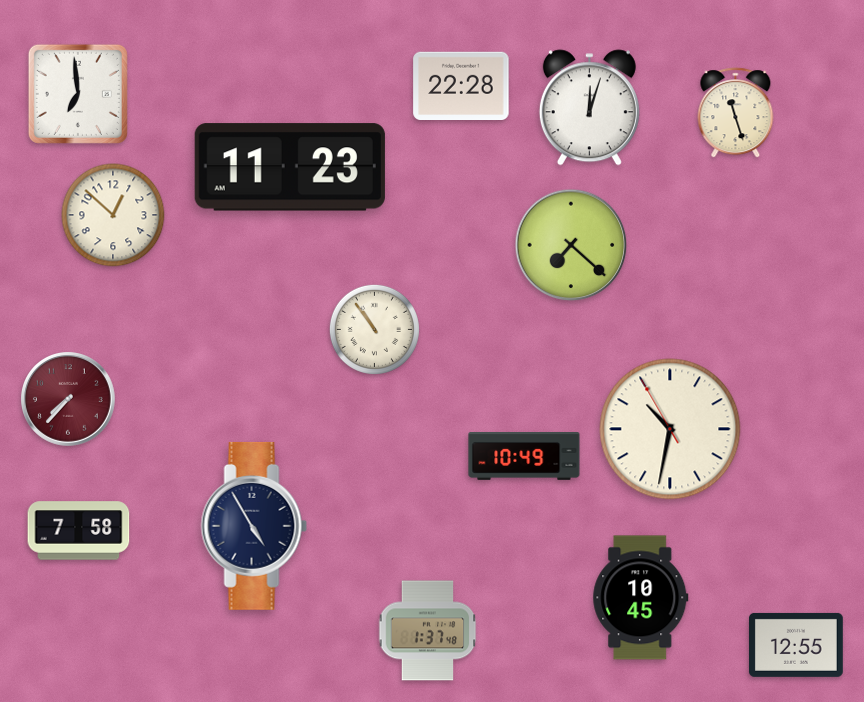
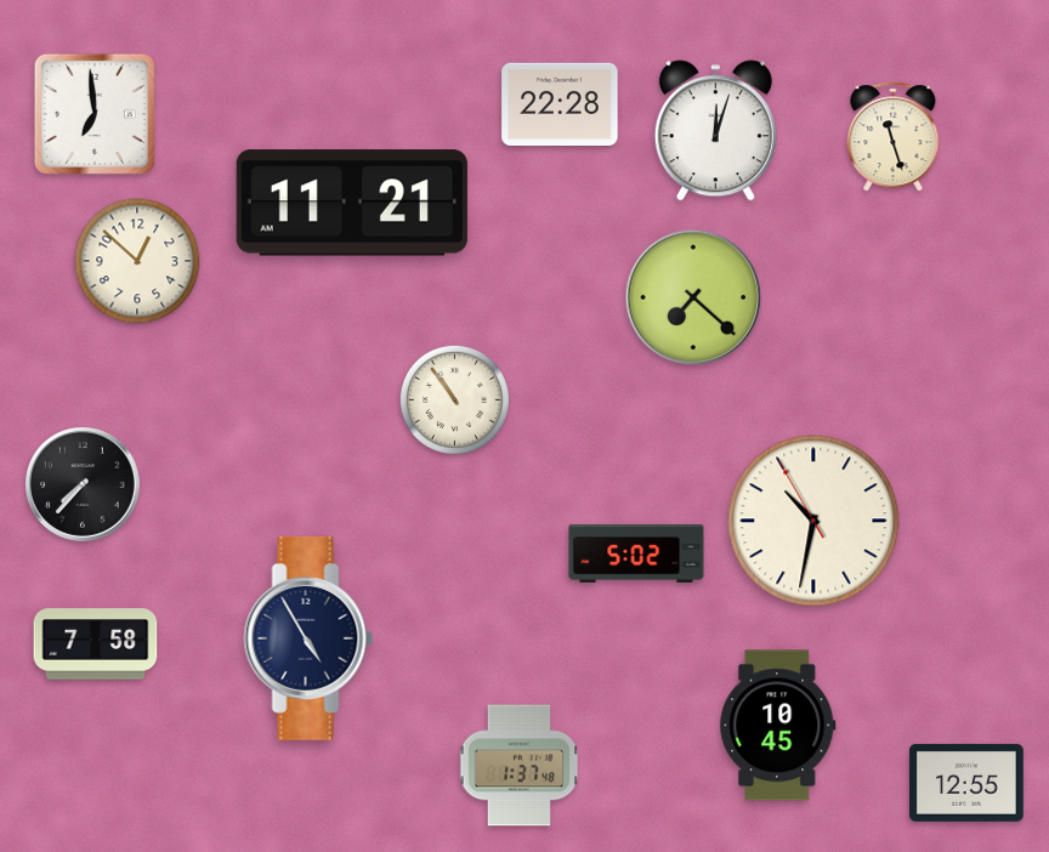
clock at (290, 167): 11:23 -> 11:21
clock at (69, 400) dial: burgundy -> black
clock at (524, 457): 10:49 -> 5:02
